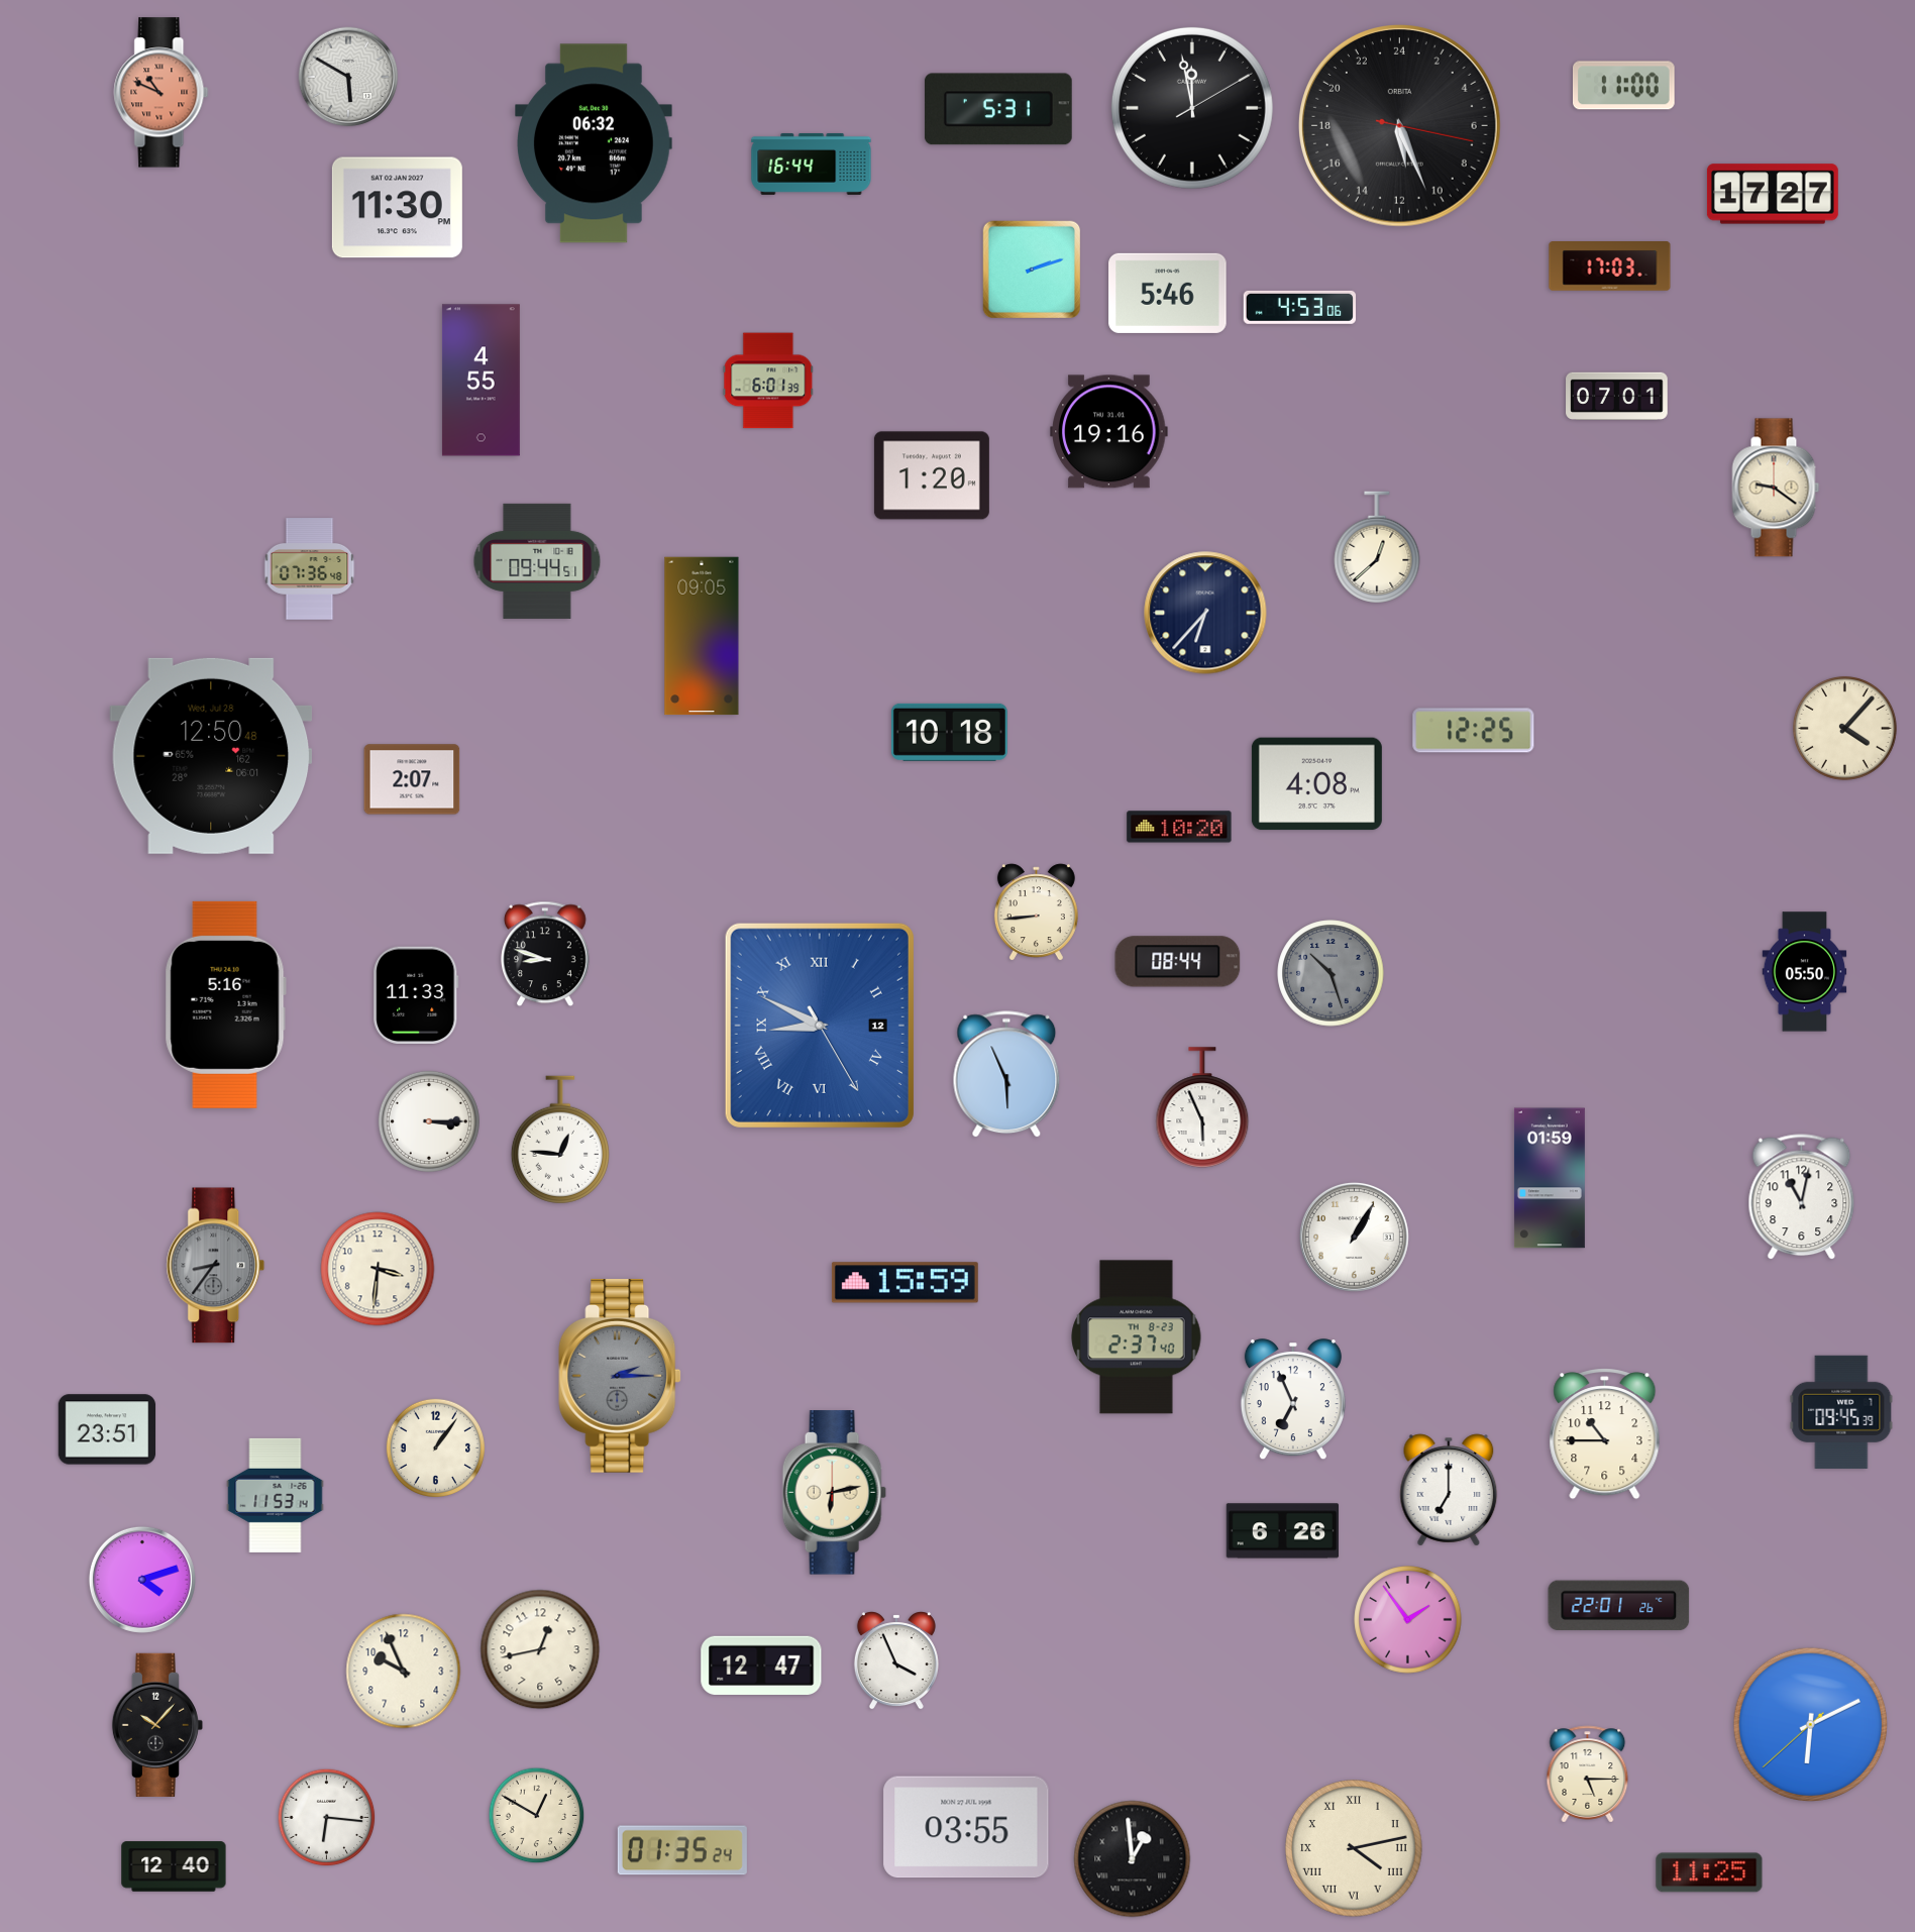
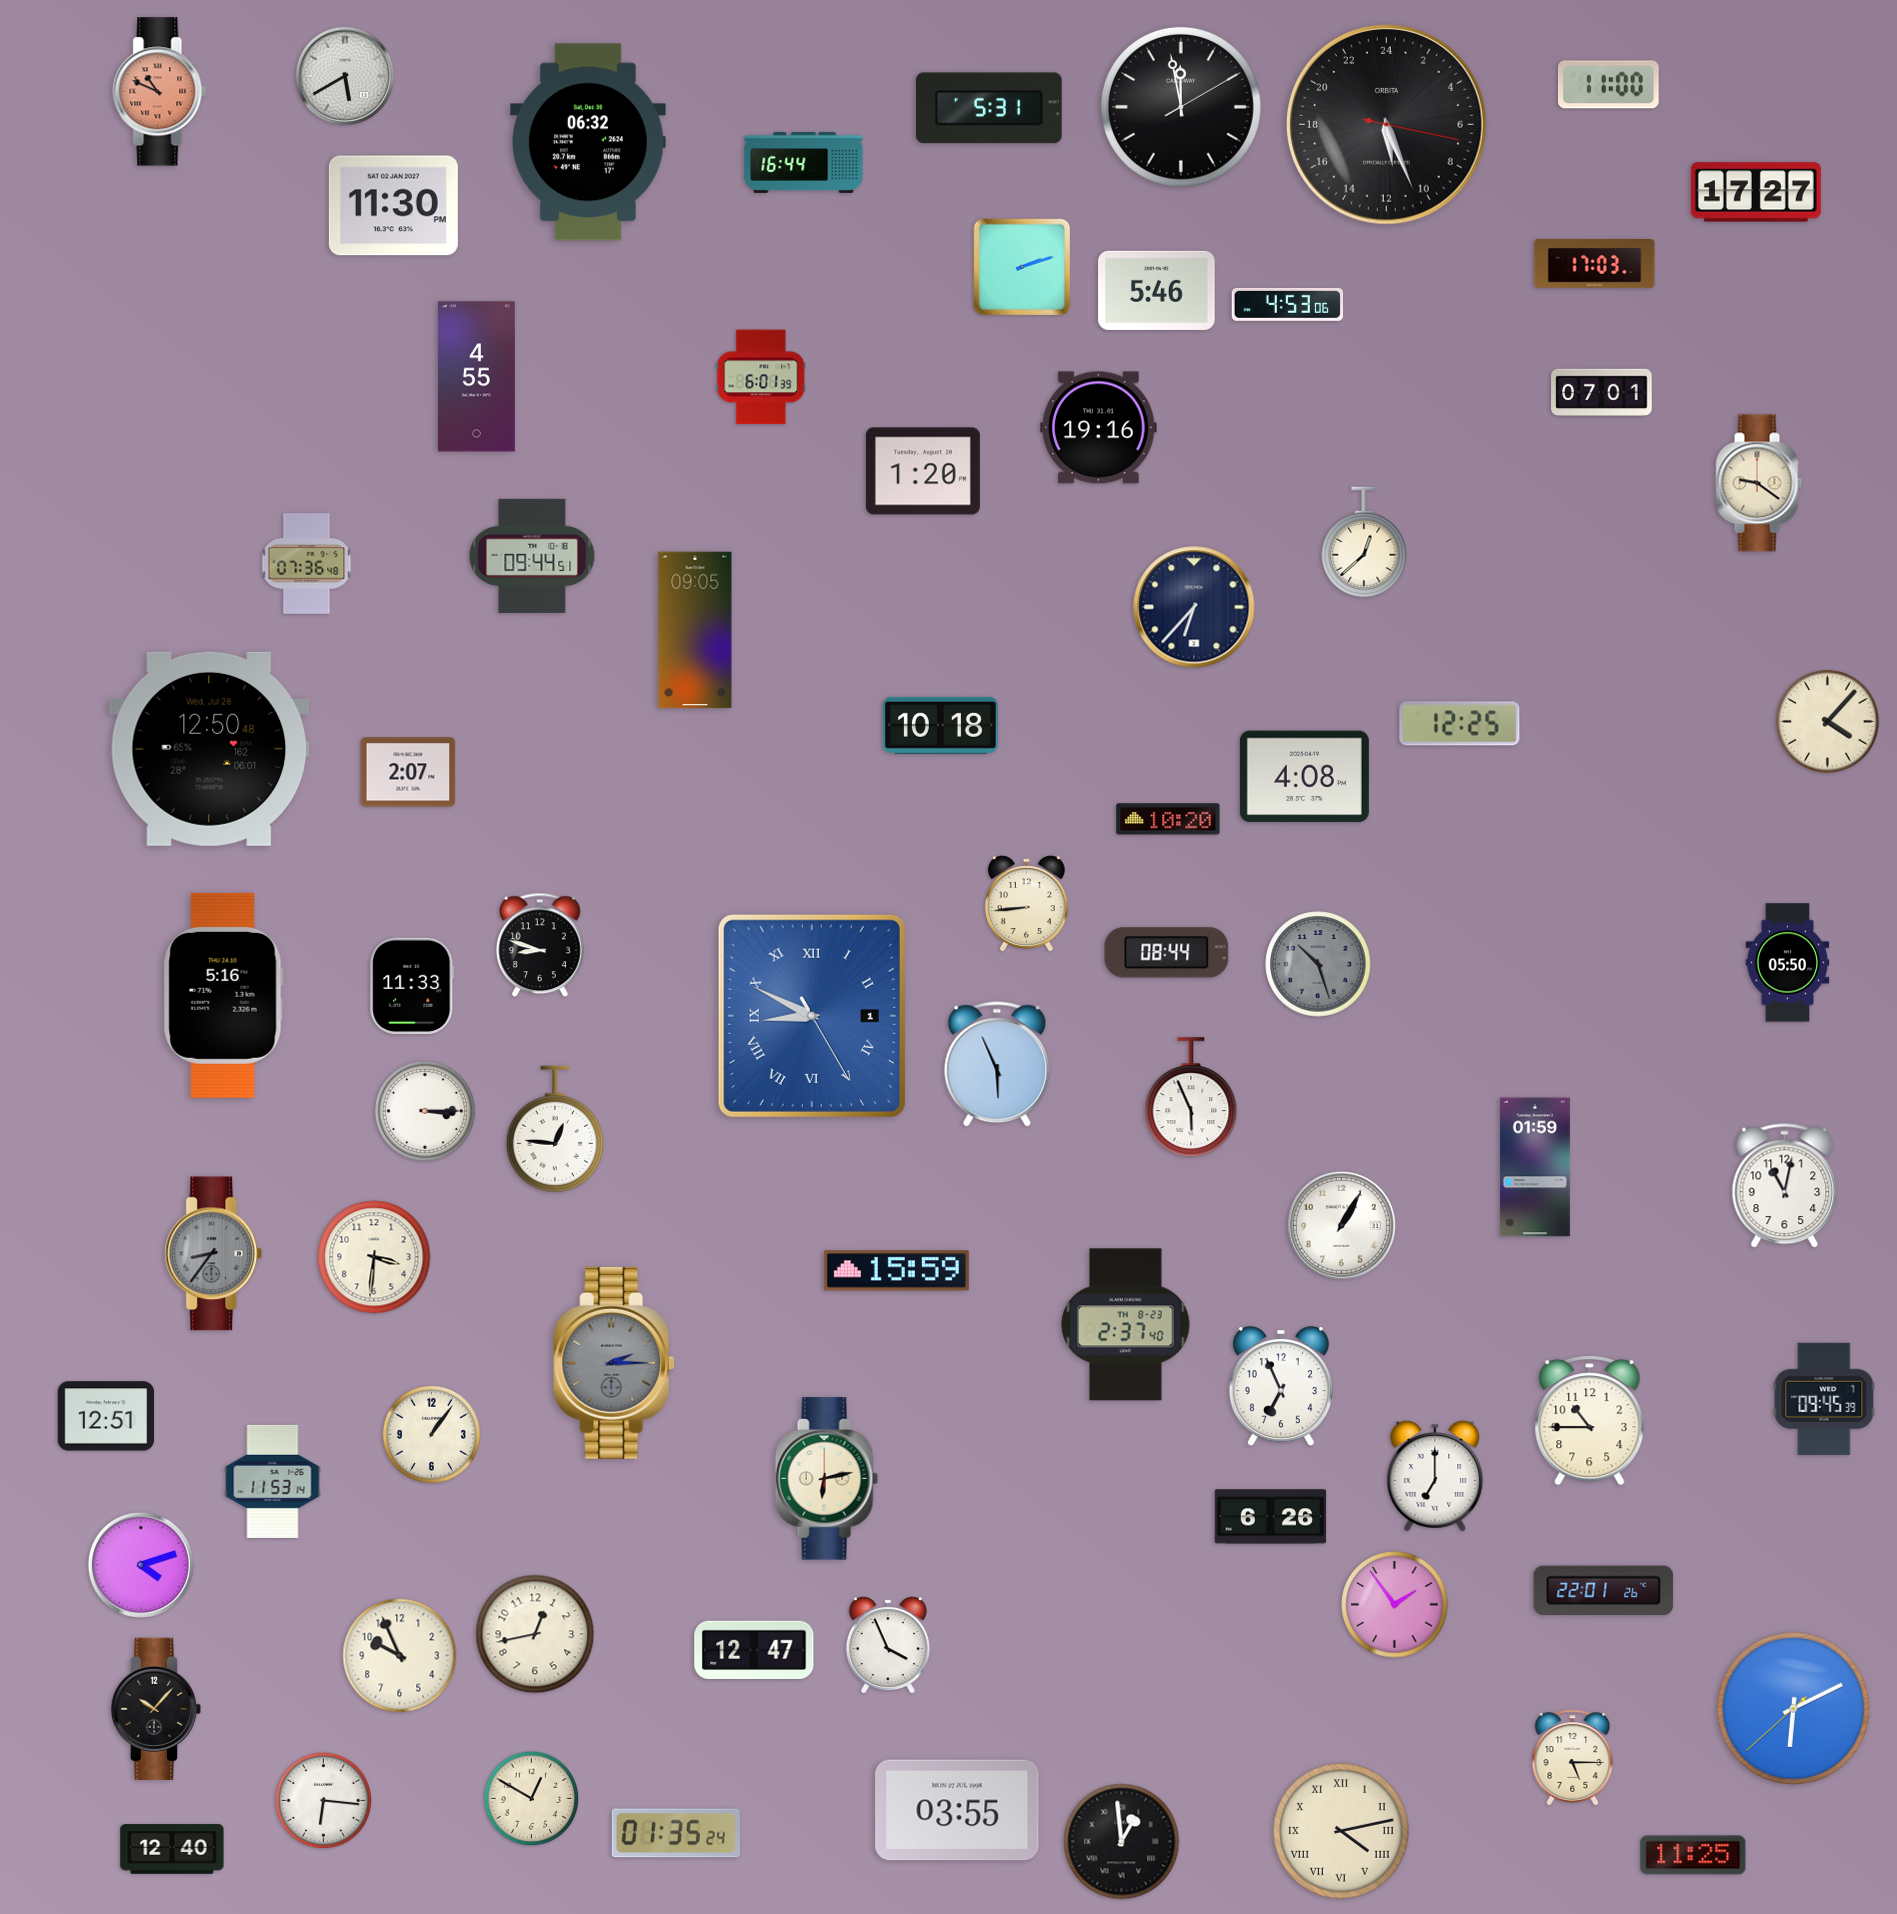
clock at (348, 77): 5:50 -> 5:40
clock at (820, 1026) date: 12 -> 1
clock at (107, 1429): 23:51 -> 12:51
